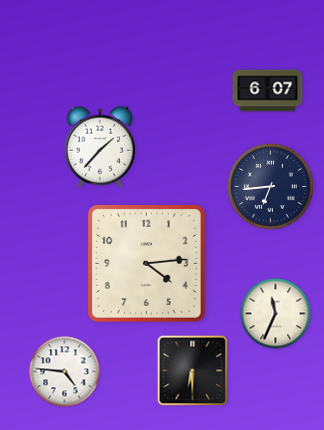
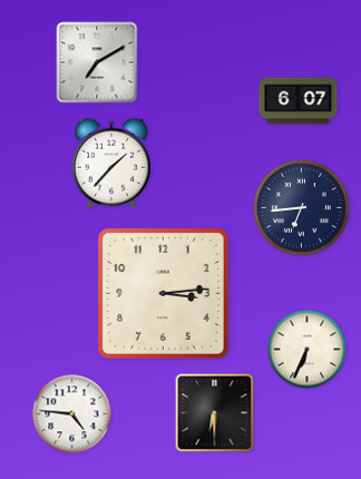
clock at (97, 62): none -> 7:10
clock at (147, 264): 4:14 -> 3:14
clock at (276, 314): 11:34 -> 6:34
